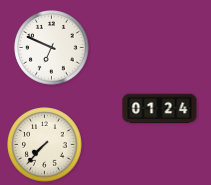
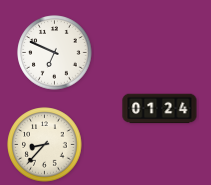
clock at (52, 48) position: (52, 48) -> (55, 53)
clock at (45, 145): 7:37 -> 8:37
